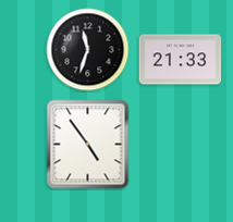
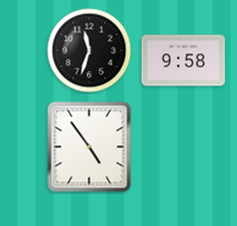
clock at (181, 60): 21:33 -> 9:58
